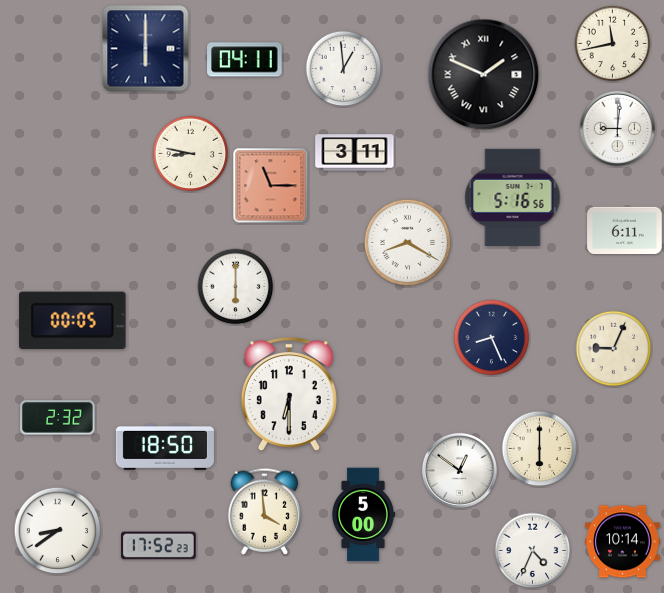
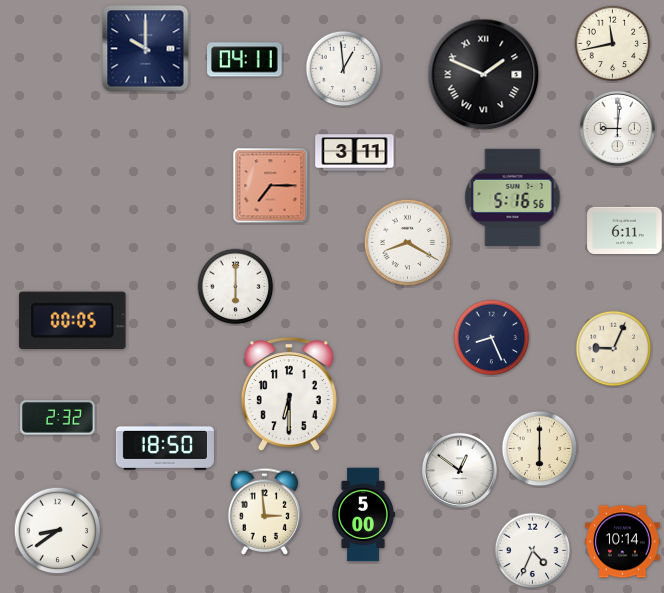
clock at (146, 49): 6:00 -> 10:00
clock at (191, 154): 8:47 -> none
clock at (271, 186): 11:15 -> 7:15
clock at (265, 511): 3:59 -> 2:59
clock at (159, 546): 17:52 -> none
